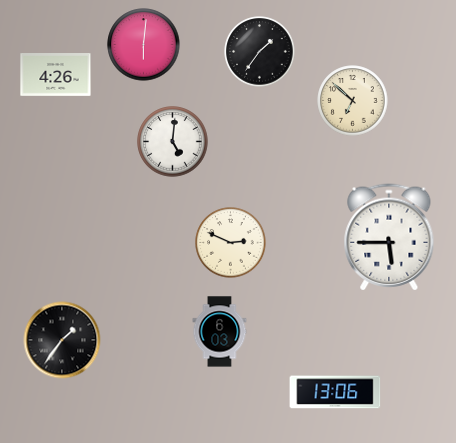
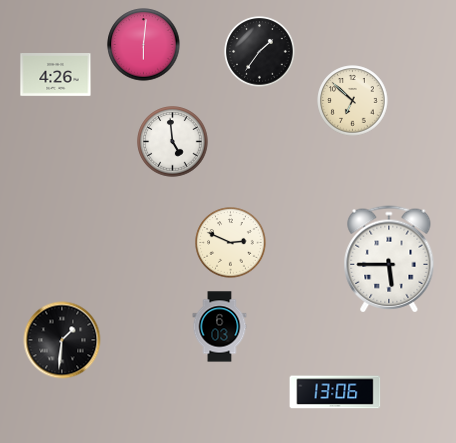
clock at (173, 142): 5:01 -> 4:59
clock at (389, 237) position: (389, 237) -> (389, 259)
clock at (220, 332) position: (220, 332) -> (220, 327)
clock at (62, 340): 1:36 -> 1:31
